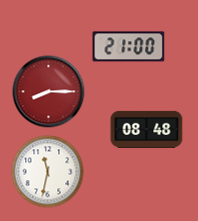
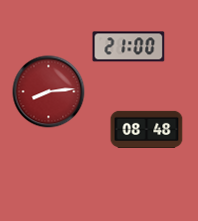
clock at (49, 92): 8:15 -> 8:14
clock at (48, 172): 11:32 -> none
